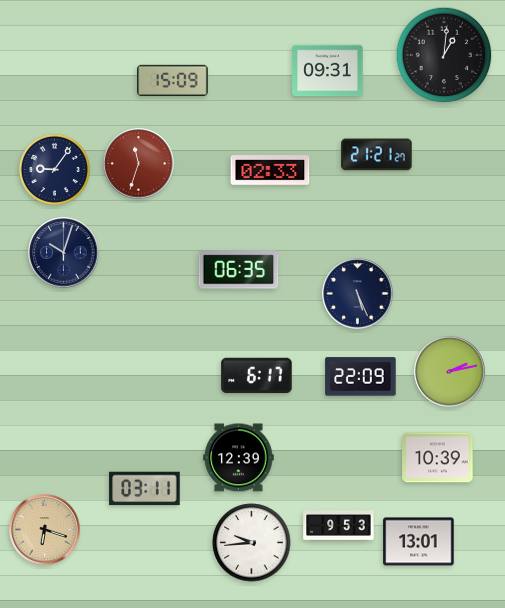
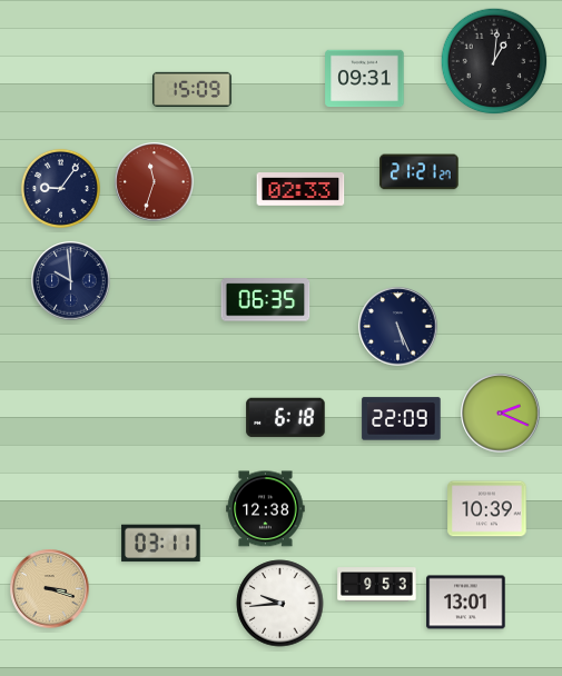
clock at (64, 253): 10:03 -> 9:59
clock at (450, 372): 2:13 -> 2:19
clock at (257, 376): 6:17 -> 6:18
clock at (239, 458): 12:39 -> 12:38
clock at (45, 530): 6:18 -> 3:18
